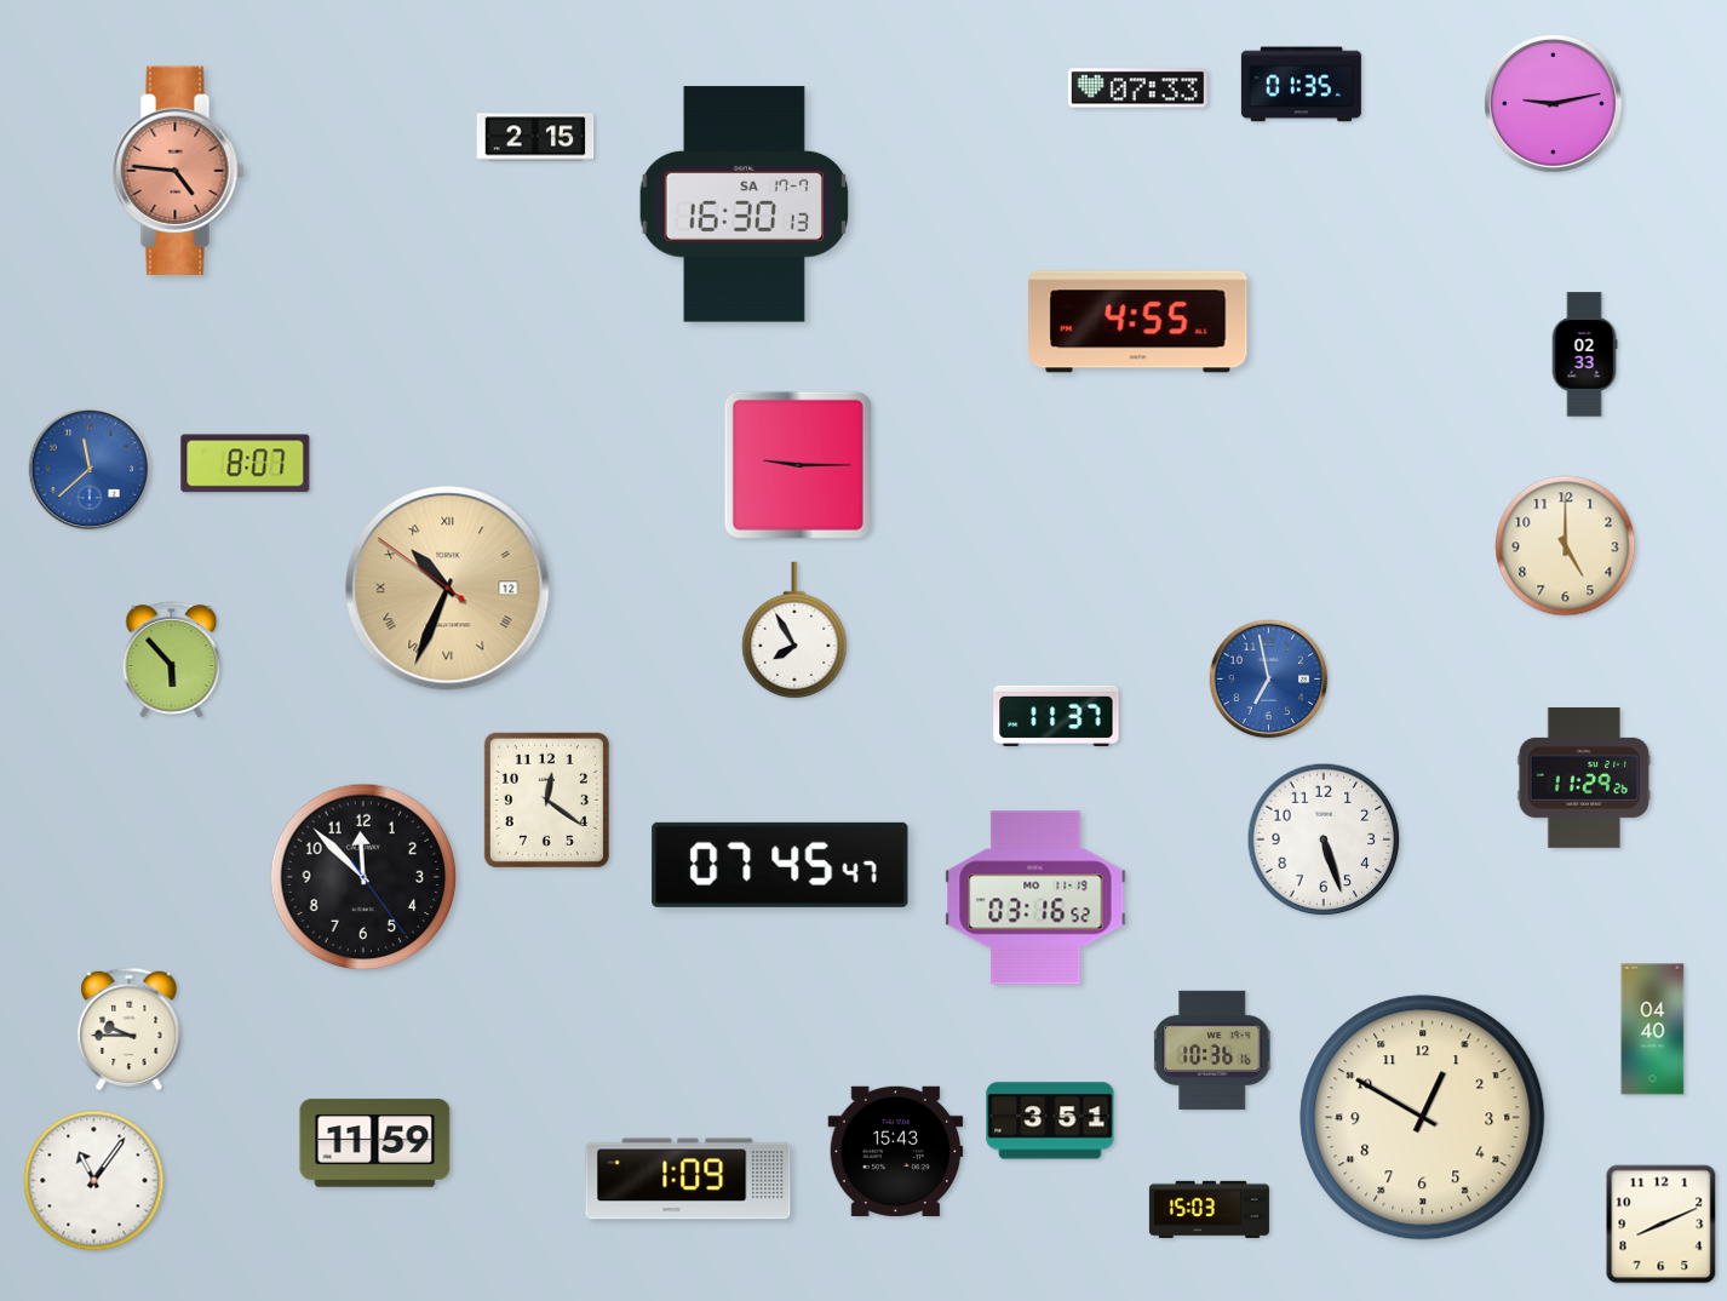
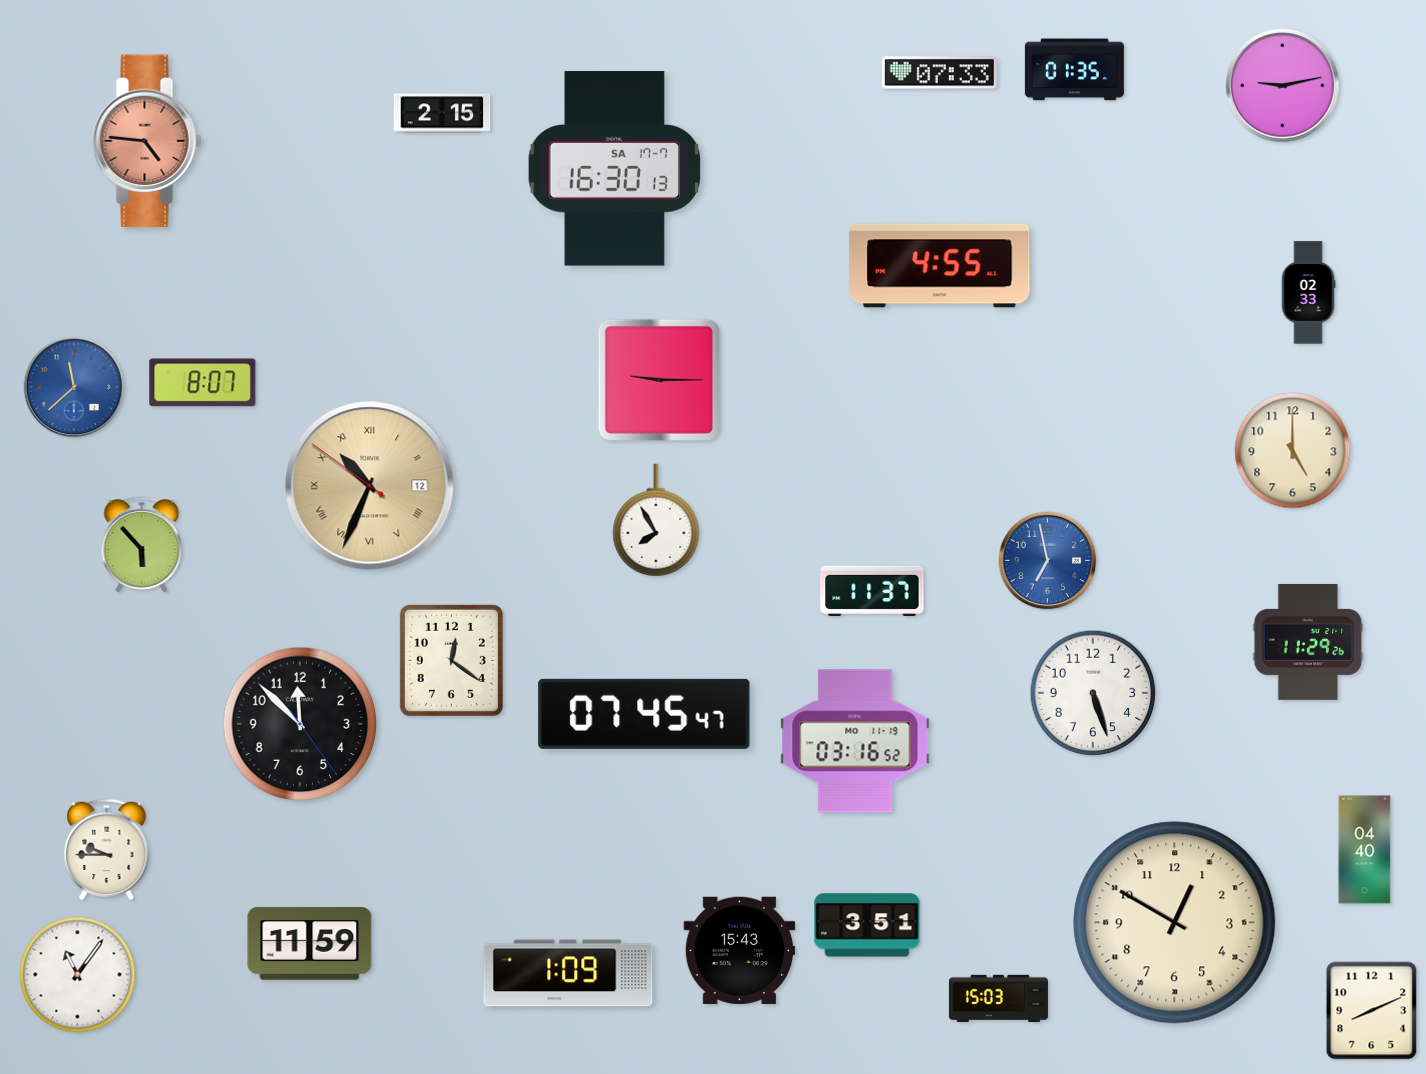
clock at (798, 465) position: (798, 465) -> (659, 380)
clock at (1214, 1050): 10:36 -> none
